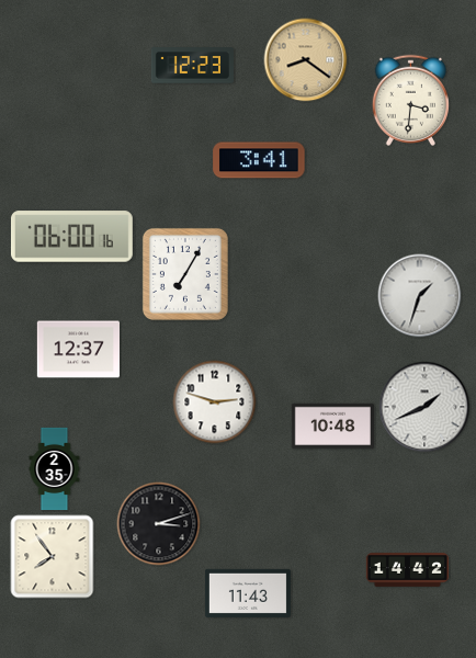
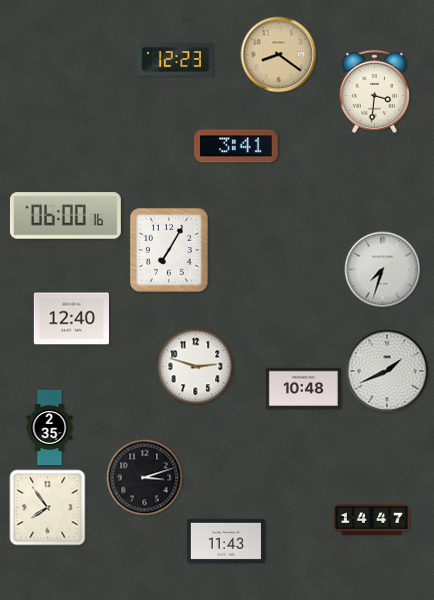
clock at (420, 296): 1:33 -> 7:33
clock at (78, 350): 12:37 -> 12:40
clock at (407, 570): 14:42 -> 14:47
